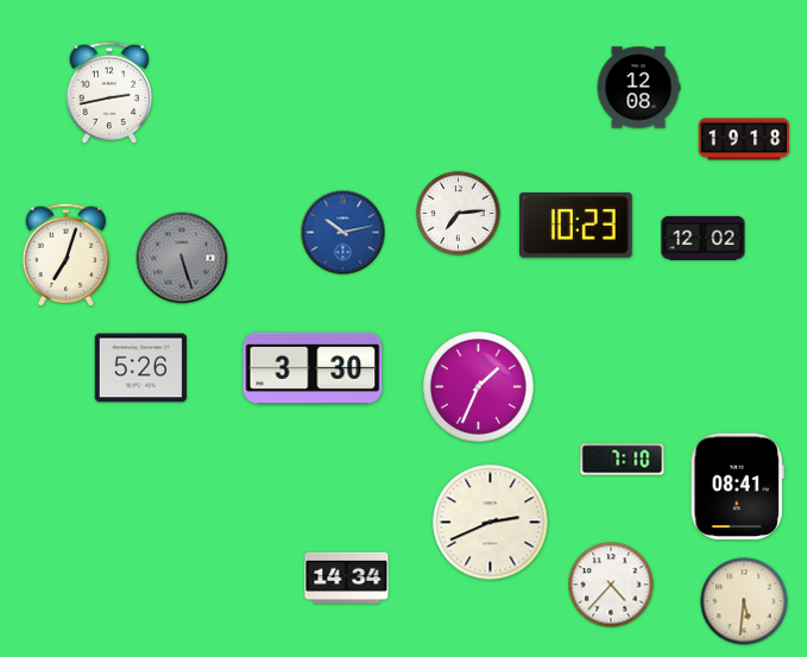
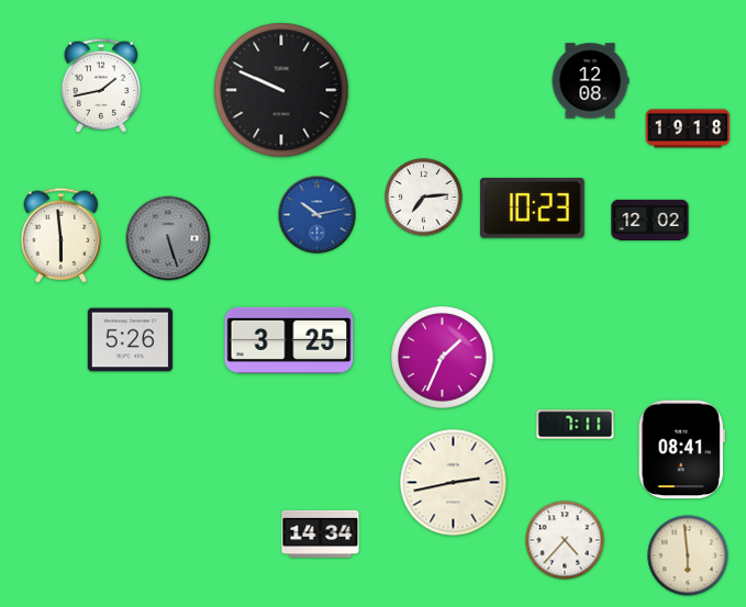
clock at (108, 93): 2:43 -> 1:43
clock at (281, 90): none -> 9:49
clock at (67, 254): 7:03 -> 5:59
clock at (313, 368): 3:30 -> 3:25
clock at (623, 460): 7:10 -> 7:11
clock at (491, 523): 2:41 -> 2:43
clock at (744, 601): 5:31 -> 5:59
